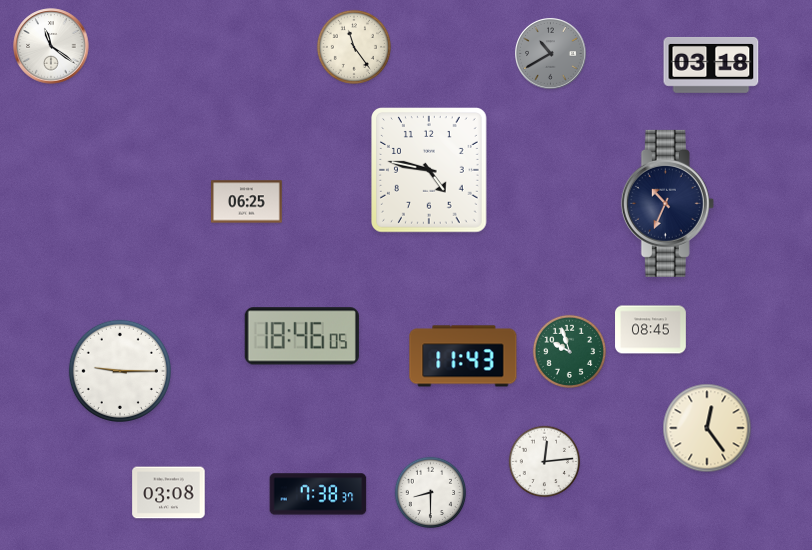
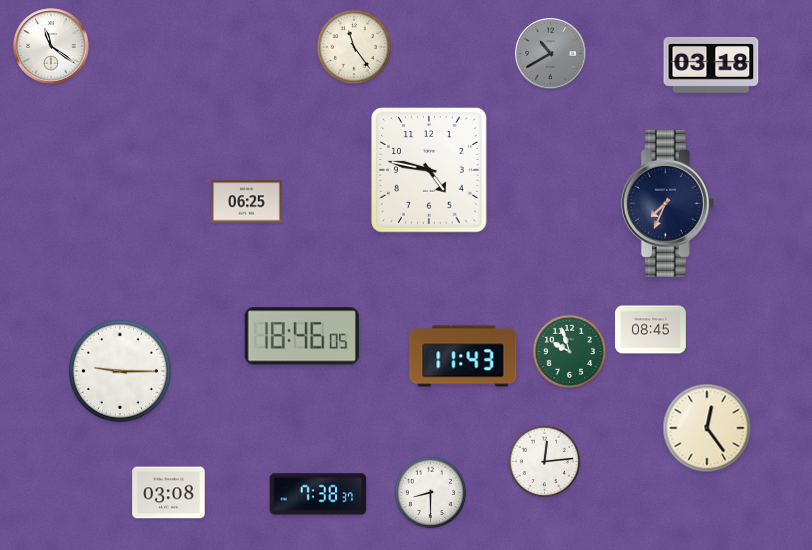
clock at (667, 203): 10:34 -> 7:34
